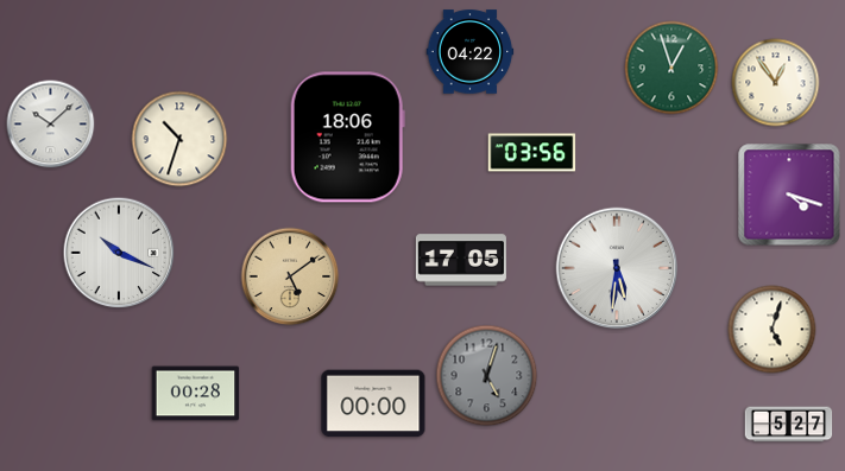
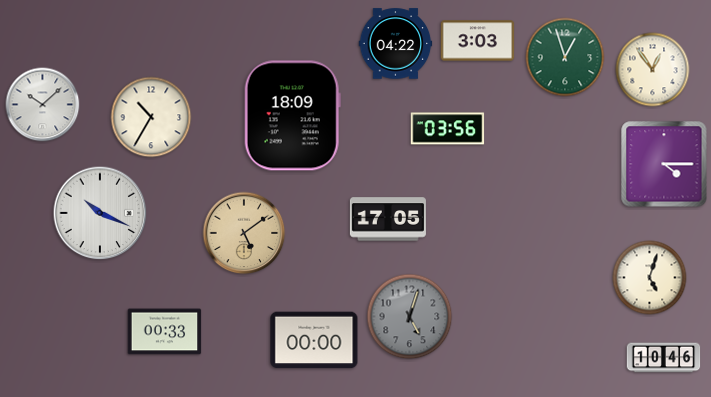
clock at (478, 41): none -> 3:03
clock at (347, 138): 18:06 -> 18:09
clock at (179, 139): 10:33 -> 10:35
clock at (789, 195): 4:18 -> 4:15
clock at (617, 268): 5:31 -> none
clock at (196, 394): 00:28 -> 00:33
clock at (789, 425): 5:27 -> 10:46
